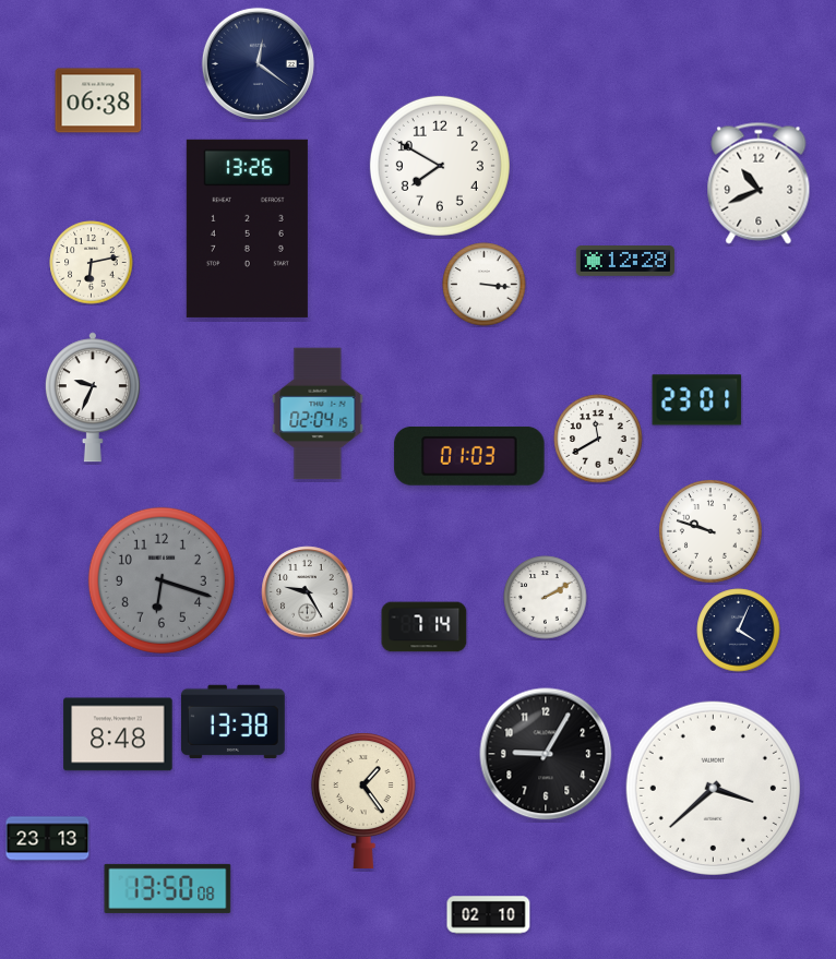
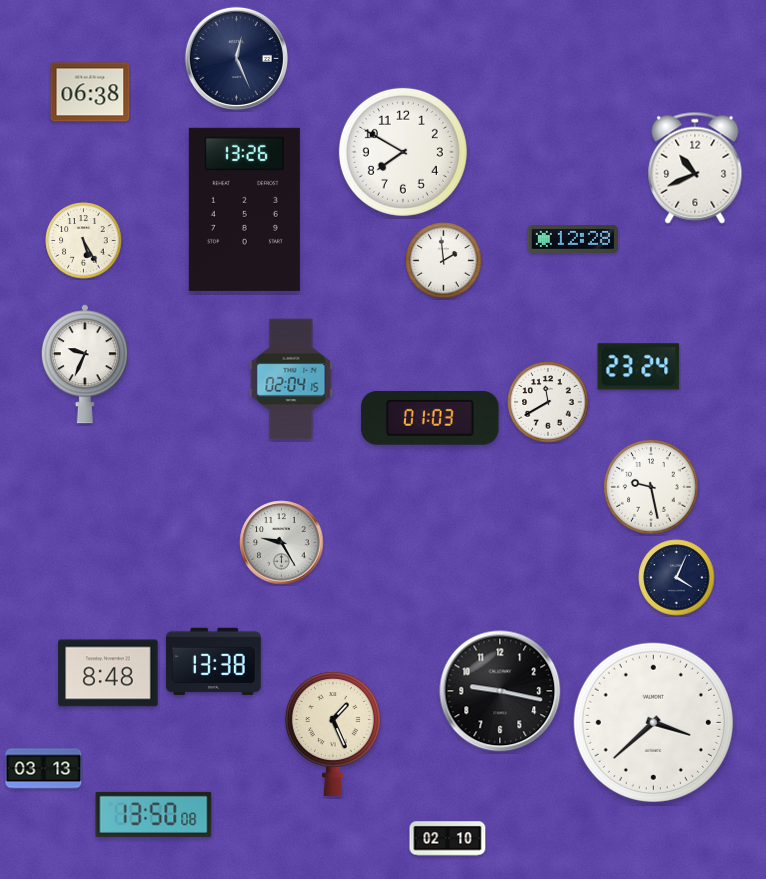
clock at (258, 63): 12:21 -> 12:26
clock at (247, 228) position: (247, 228) -> (244, 209)
clock at (92, 263): 6:13 -> 5:25
clock at (485, 285): 3:16 -> 1:59
clock at (697, 400): 23:01 -> 23:24
clock at (710, 531): 9:48 -> 9:28
clock at (162, 580): 6:18 -> none
clock at (546, 598): 2:10 -> none
clock at (425, 627): 7:14 -> none
clock at (546, 754): 9:05 -> 9:17
clock at (363, 800): 1:24 -> 1:26
clock at (48, 839): 23:13 -> 03:13
